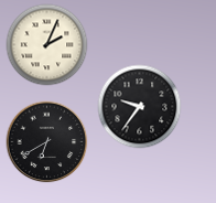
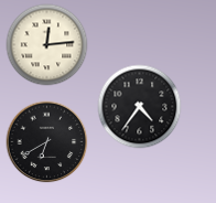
clock at (47, 45): 2:04 -> 12:14
clock at (140, 107): 9:36 -> 4:36
